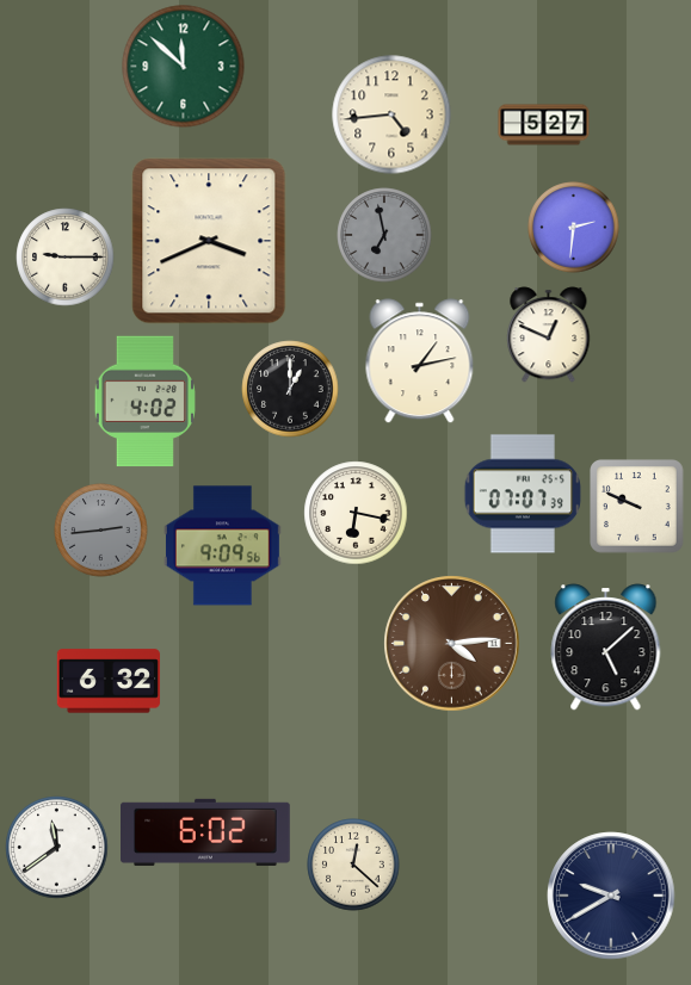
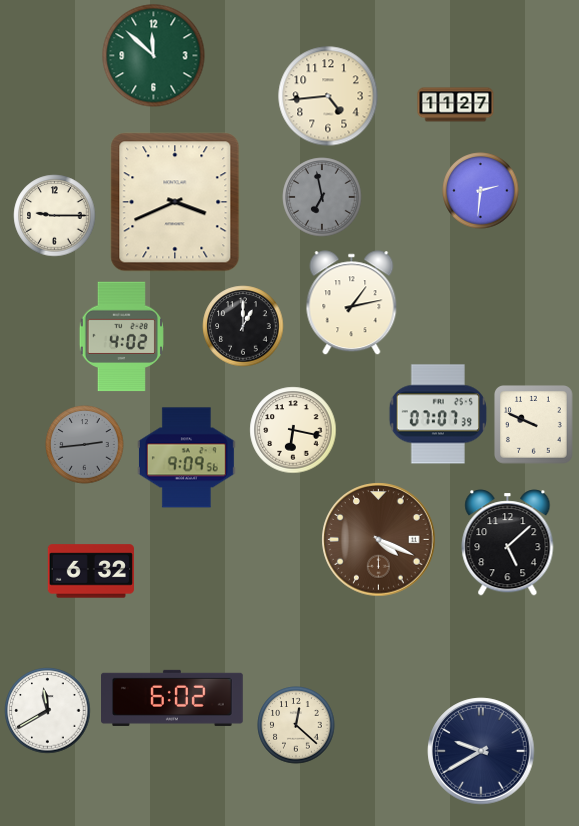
clock at (544, 125): 5:27 -> 11:27
clock at (549, 335): 12:49 -> none
clock at (356, 513) position: (356, 513) -> (293, 430)
clock at (452, 644): 4:14 -> 4:19
clock at (57, 848): 11:39 -> 11:40
clock at (611, 896) position: (611, 896) -> (481, 751)
